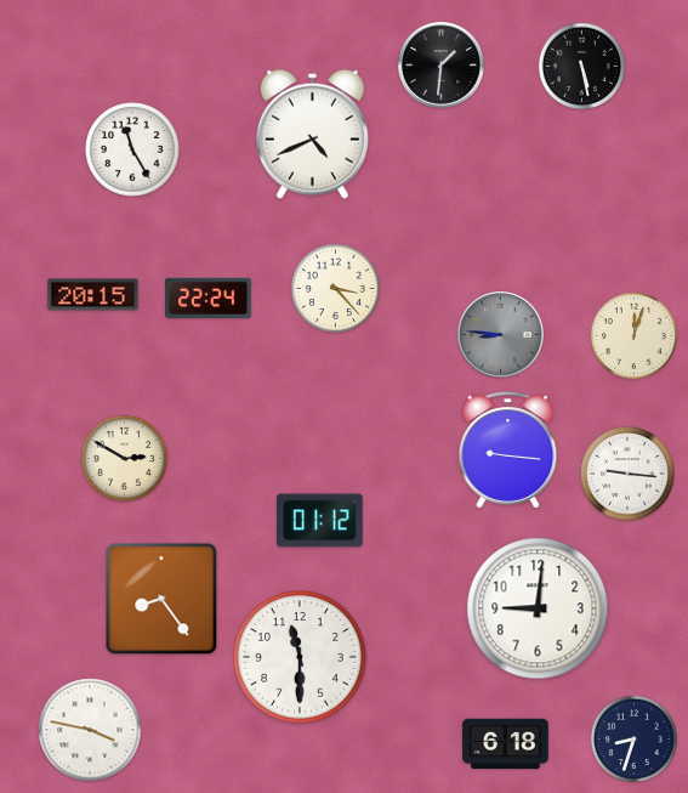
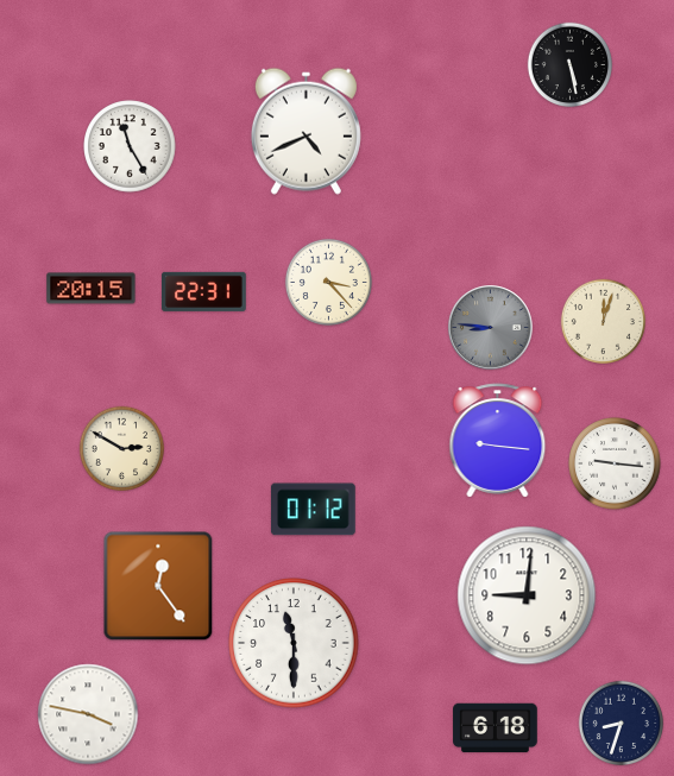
clock at (442, 66): 1:31 -> none
clock at (209, 298): 22:24 -> 22:31
clock at (633, 335) position: (633, 335) -> (603, 321)
clock at (161, 599): 8:24 -> 12:24
